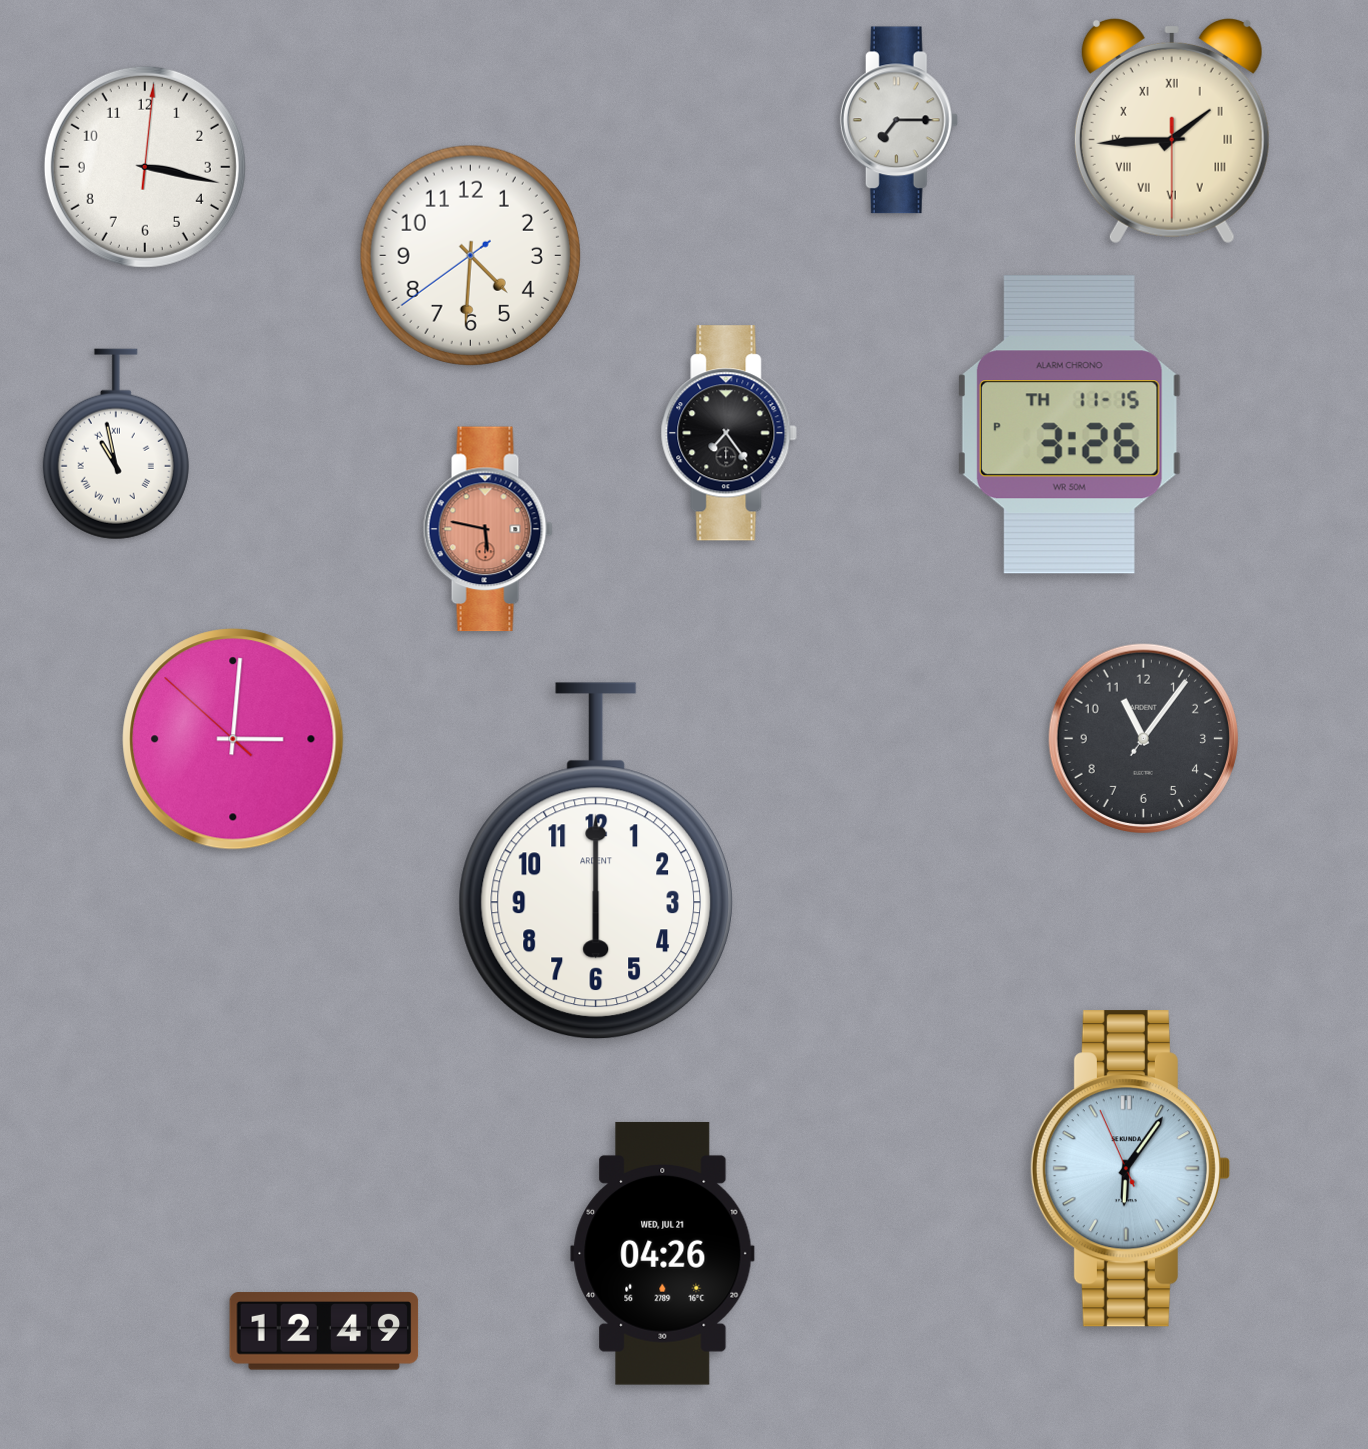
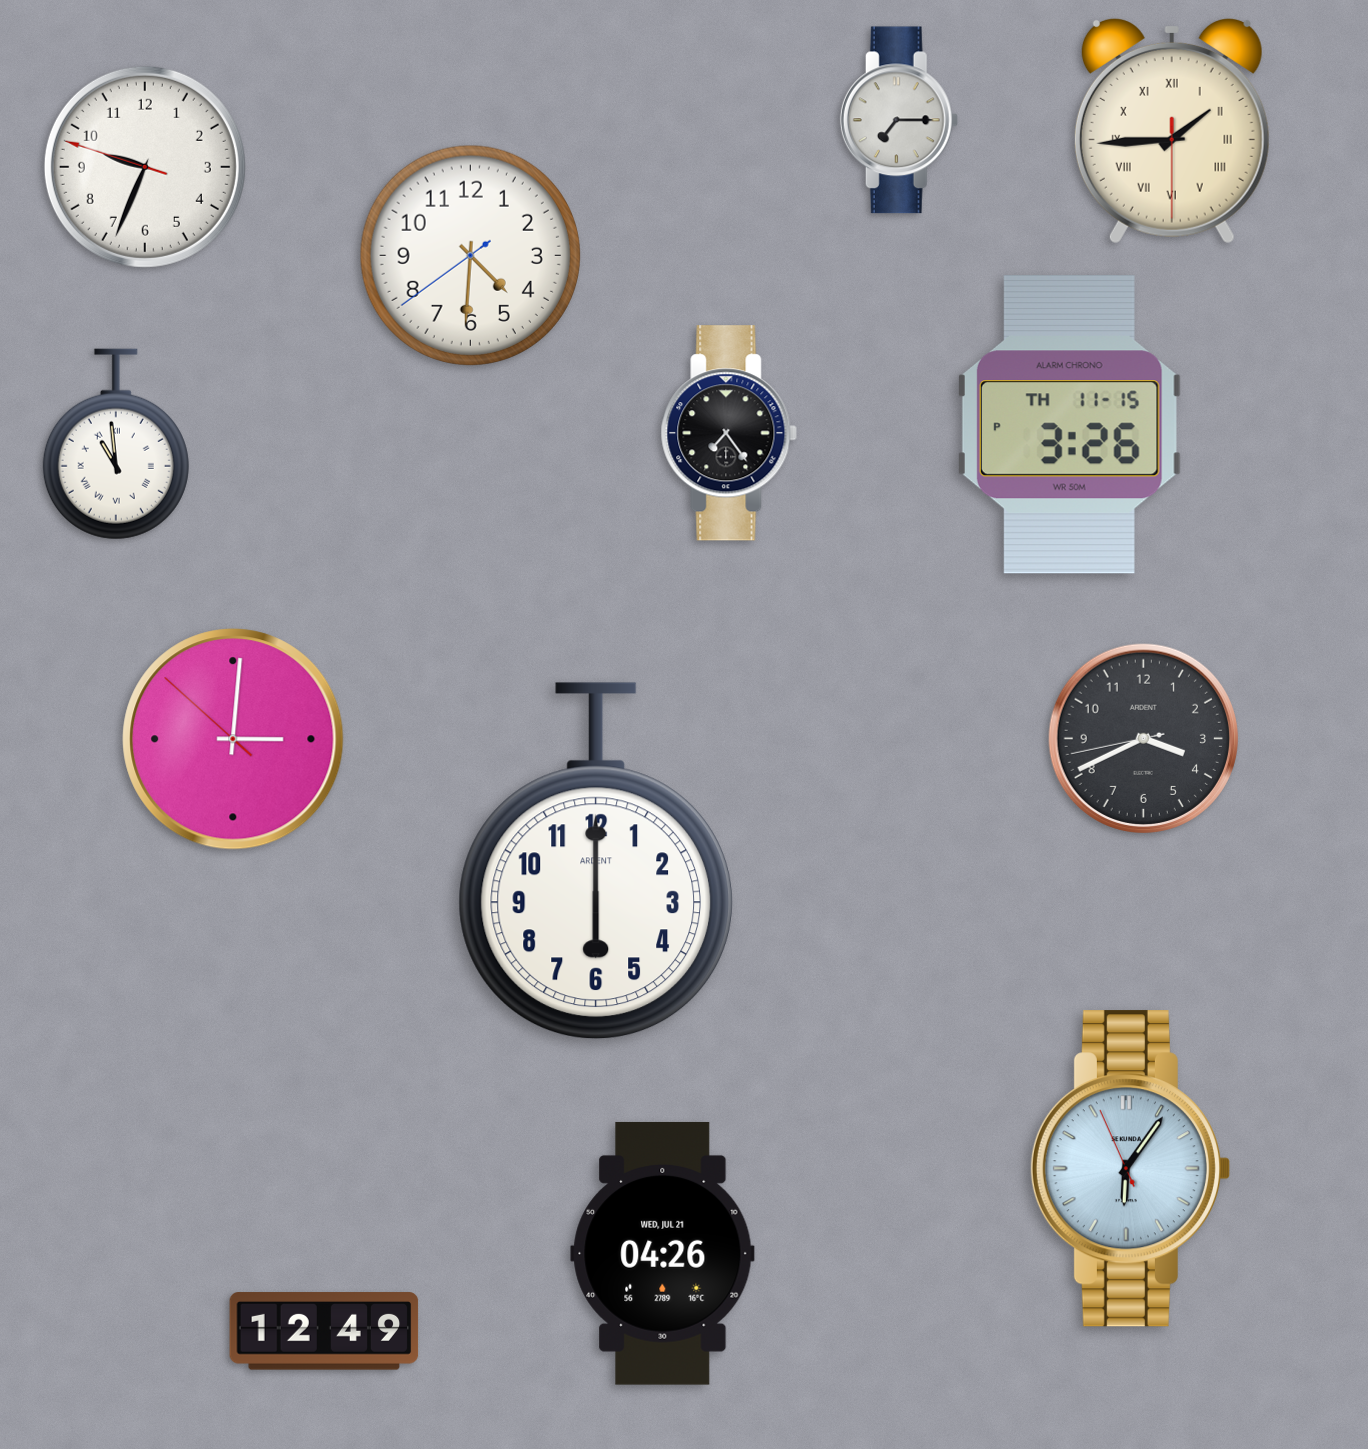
clock at (145, 167): 3:17 -> 9:33
clock at (116, 444): 10:58 -> 10:59
clock at (488, 529): 5:47 -> none
clock at (1143, 738): 11:06 -> 3:40
